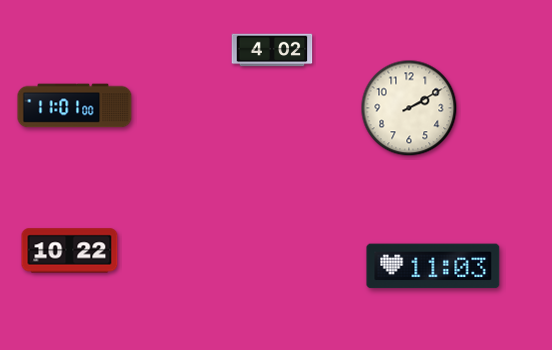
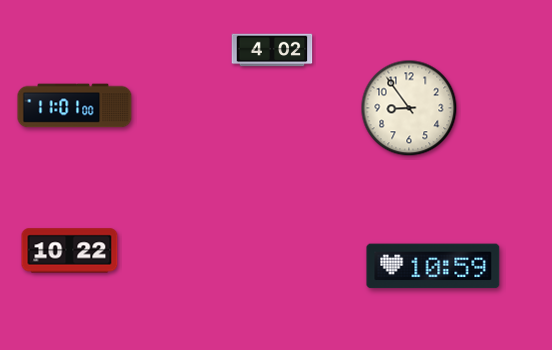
clock at (409, 108): 2:10 -> 8:54
clock at (433, 266): 11:03 -> 10:59
